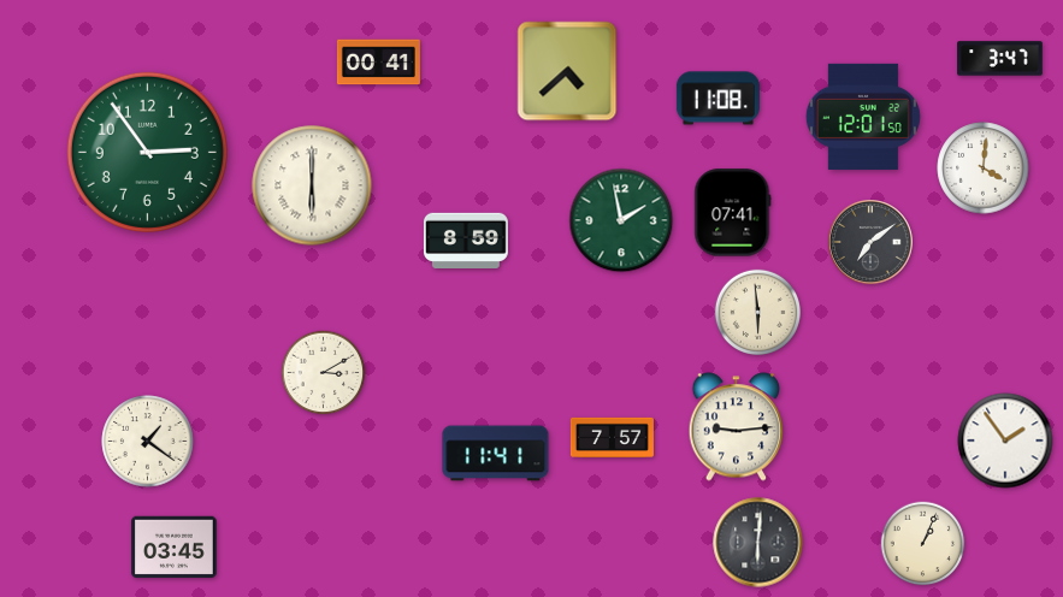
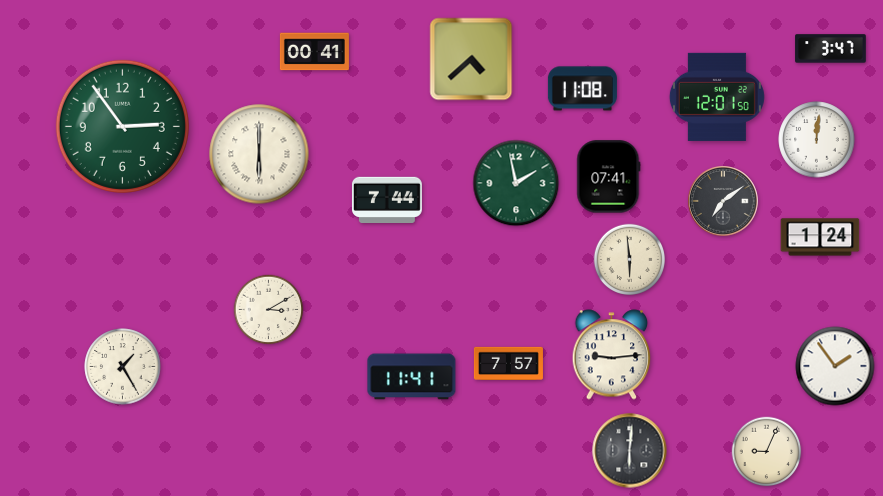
clock at (717, 99) position: (717, 99) -> (582, 89)
clock at (984, 169): 4:01 -> 12:01
clock at (466, 240): 8:59 -> 7:44
clock at (820, 237): none -> 1:24
clock at (148, 442): 1:21 -> 1:25
clock at (923, 544): 1:04 -> 9:04
clock at (175, 548): 03:45 -> none
